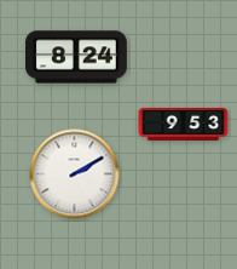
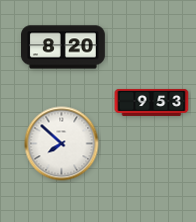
clock at (77, 57): 8:24 -> 8:20
clock at (75, 174): 2:10 -> 7:52
